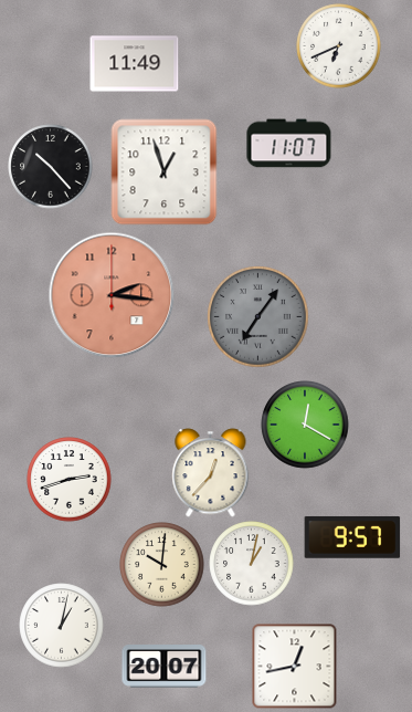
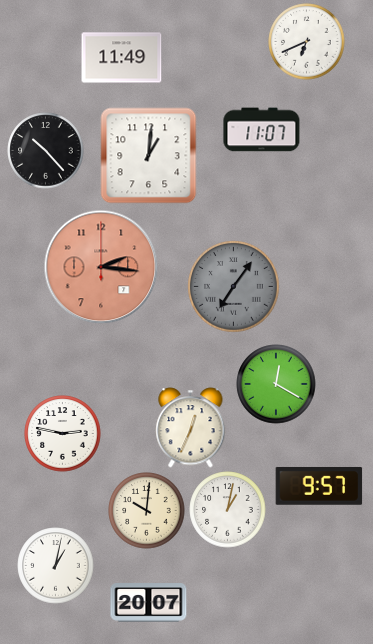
clock at (165, 172): 12:57 -> 1:01
clock at (211, 473): 12:37 -> 12:34
clock at (70, 480): 2:42 -> 2:47
clock at (295, 667): 12:43 -> none
